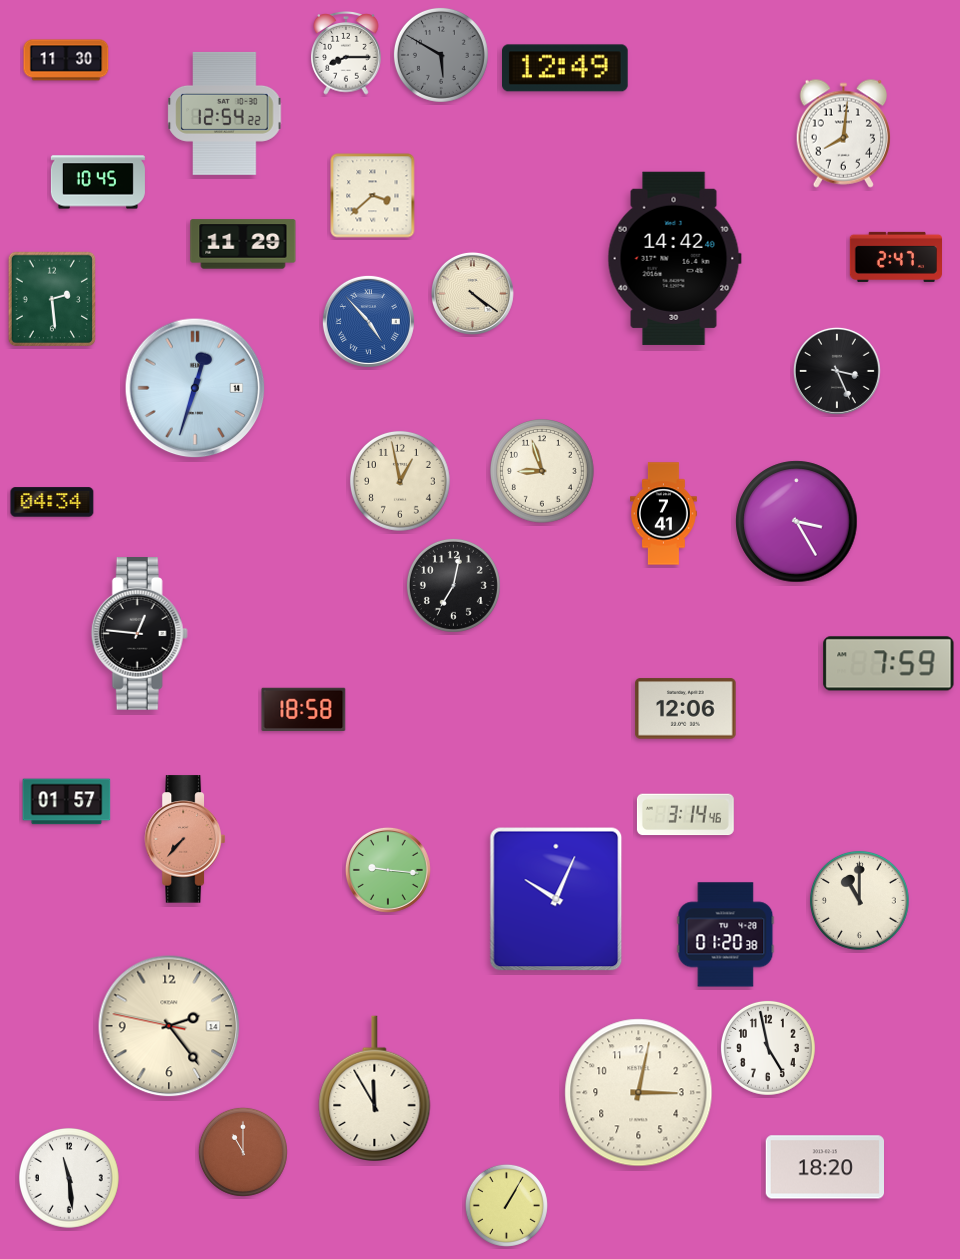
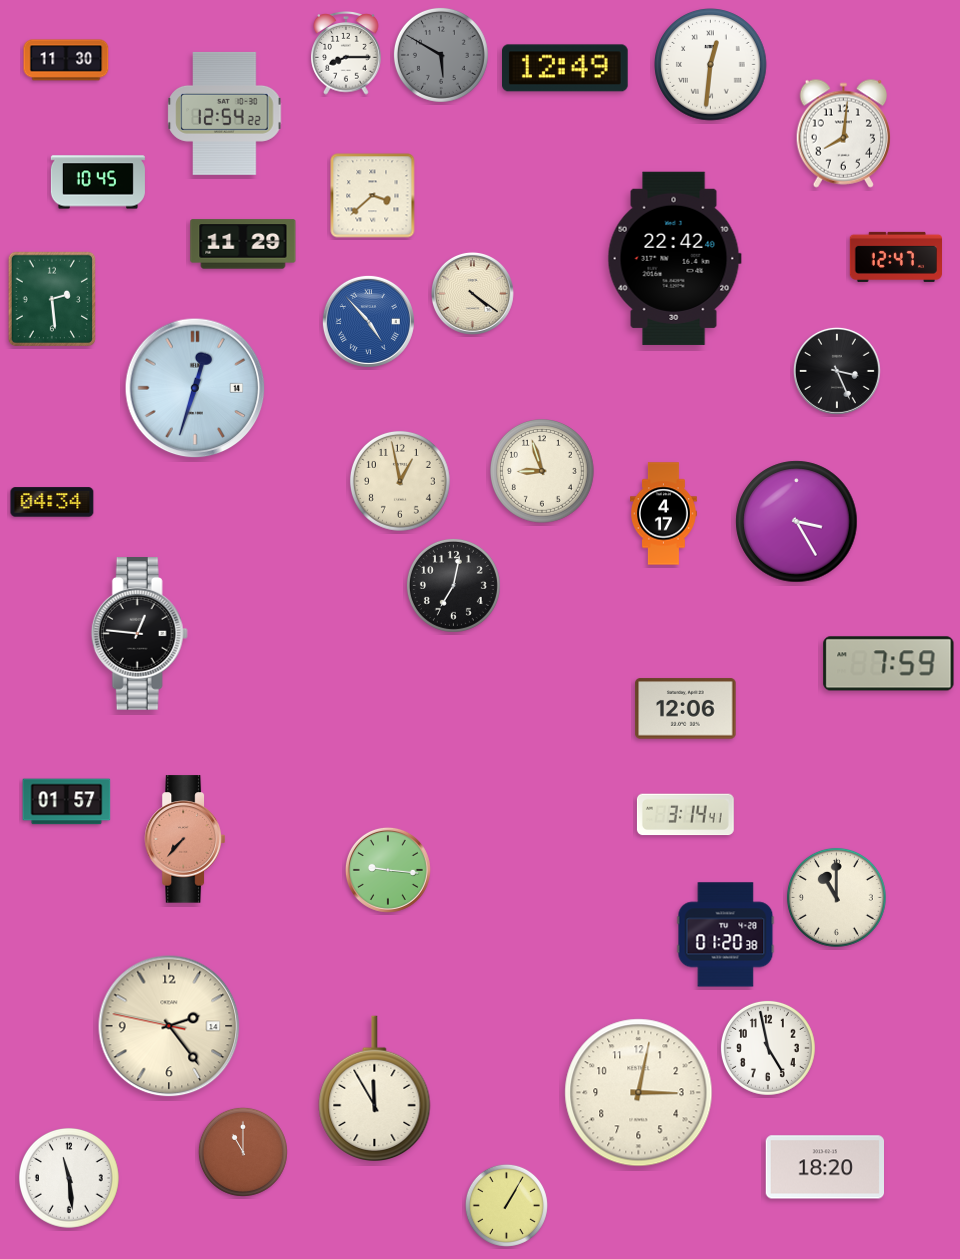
clock at (711, 65): none -> 12:31
clock at (895, 257): 2:47 -> 12:47
clock at (674, 258): 14:42 -> 22:42
clock at (664, 514): 7:41 -> 4:17
clock at (304, 710): 18:58 -> none
clock at (685, 815): 3:14:46 -> 3:14:41
clock at (556, 899): 10:04 -> none
clock at (859, 900) position: (859, 900) -> (836, 897)
